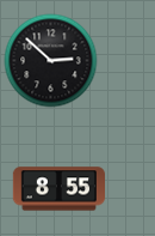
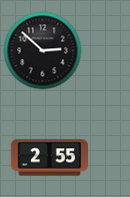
clock at (58, 189): 8:55 -> 2:55
